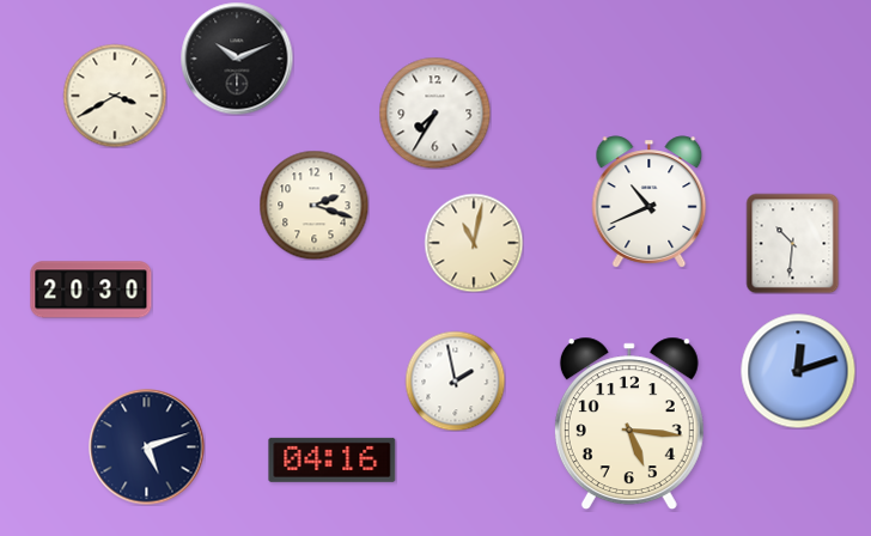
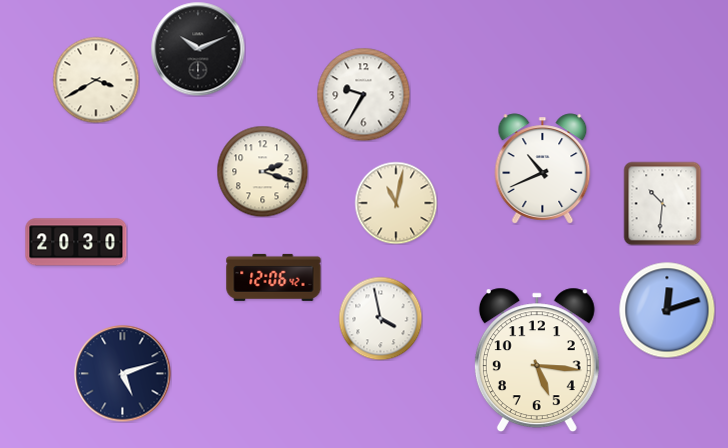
clock at (434, 112): 7:35 -> 9:35
clock at (274, 277): none -> 12:06
clock at (455, 380): 1:58 -> 3:58
clock at (629, 424) position: (629, 424) -> (537, 360)
clock at (333, 459): 04:16 -> none
